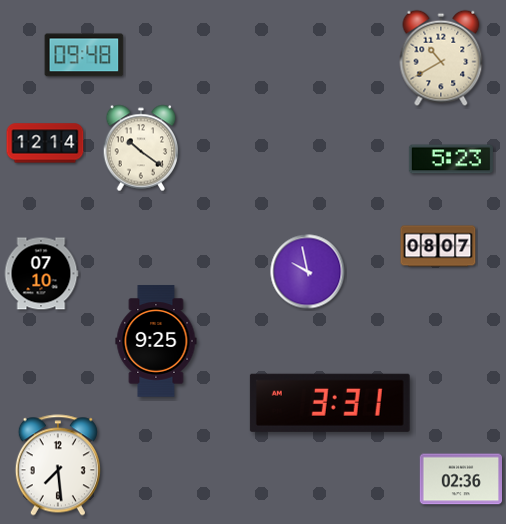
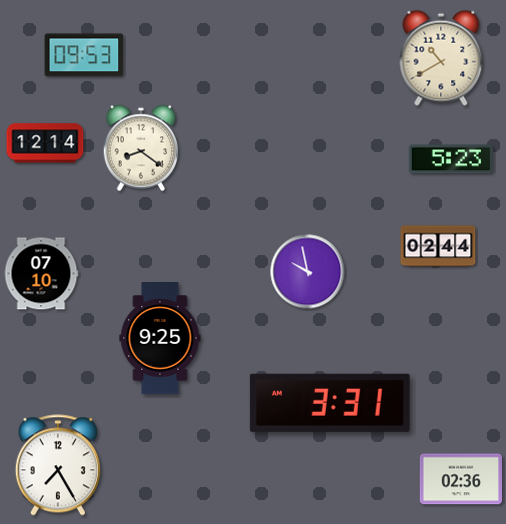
clock at (84, 55): 09:48 -> 09:53
clock at (141, 148): 10:21 -> 8:21
clock at (438, 246): 08:07 -> 02:44
clock at (156, 341) position: (156, 341) -> (160, 338)
clock at (58, 465): 7:29 -> 7:25
